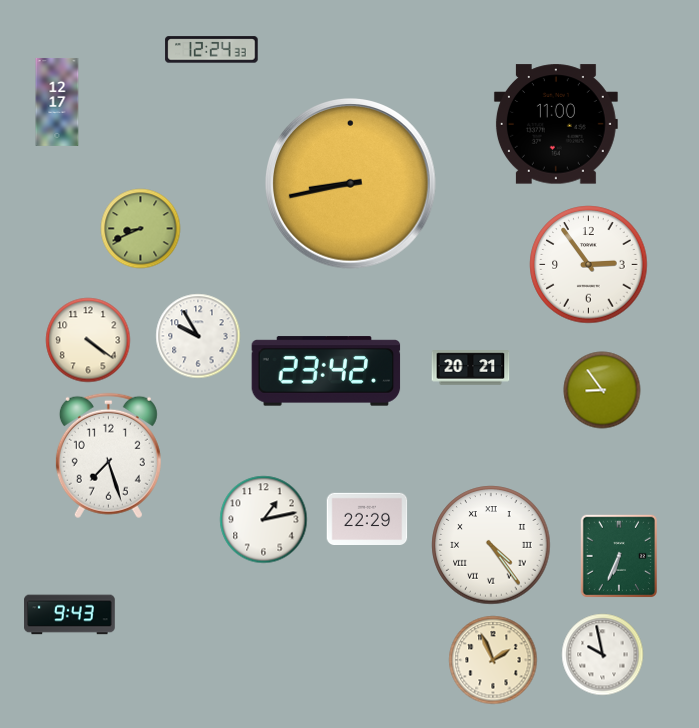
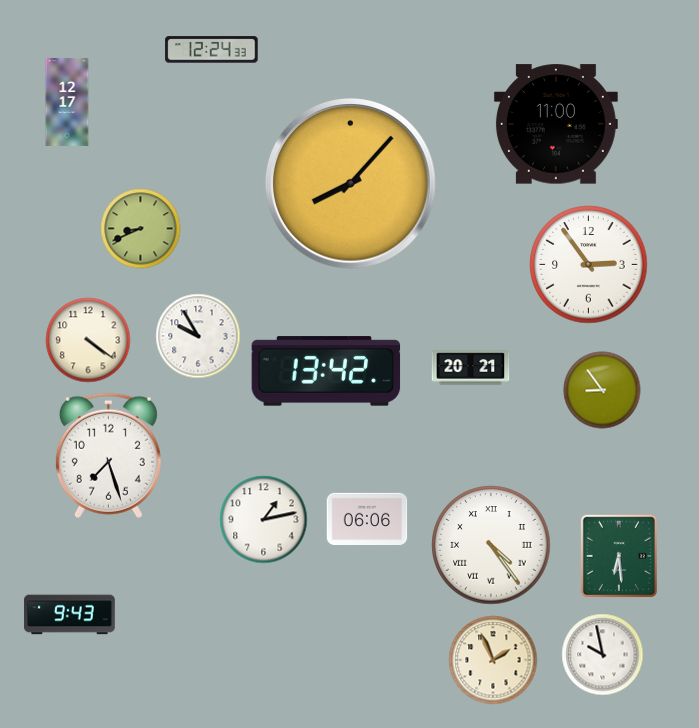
clock at (57, 102) position: (57, 102) -> (67, 102)
clock at (351, 184): 8:43 -> 8:07
clock at (326, 371): 23:42 -> 13:42
clock at (367, 519): 22:29 -> 06:06
clock at (619, 555): 6:34 -> 6:29
